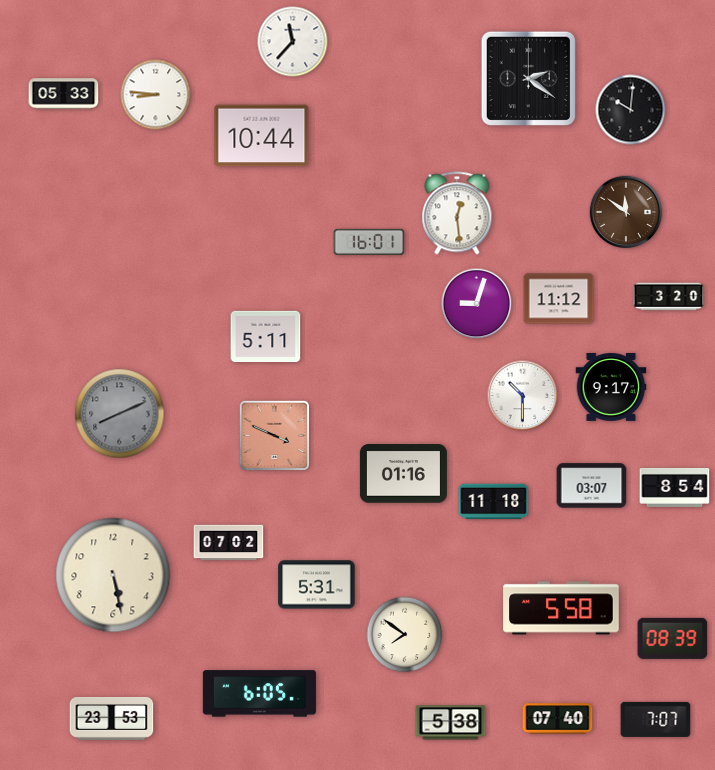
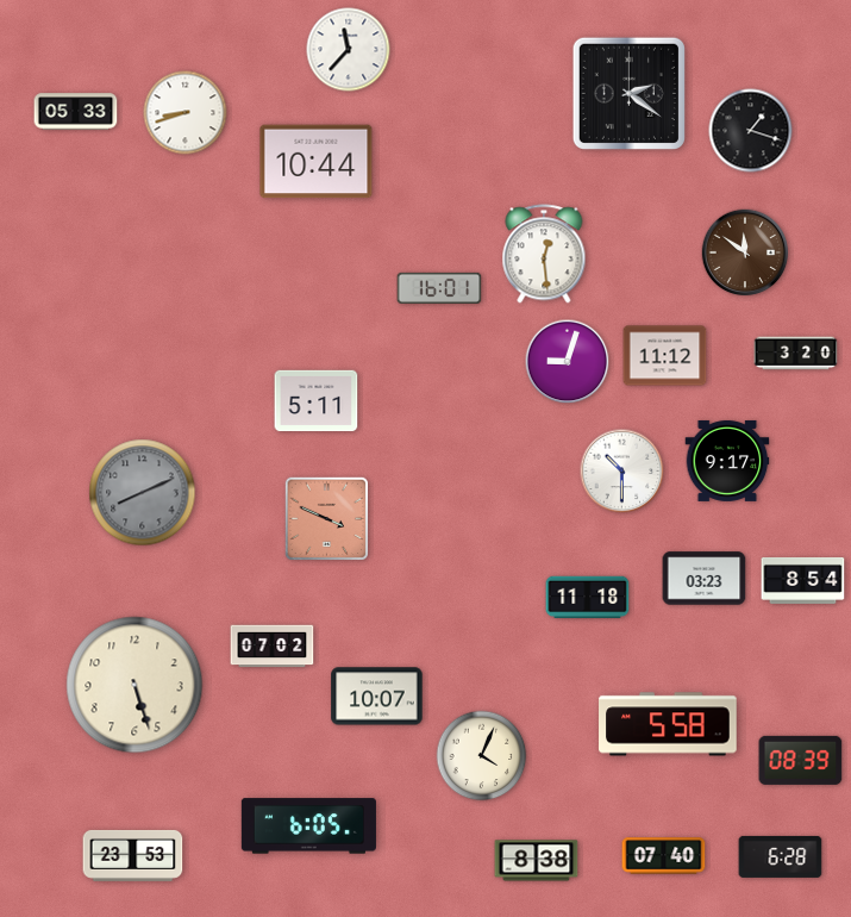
clock at (156, 95): 8:46 -> 8:42
clock at (631, 110): 10:01 -> 1:18
clock at (262, 136) position: (262, 136) -> (317, 162)
clock at (403, 474): 01:16 -> none
clock at (592, 486): 03:07 -> 03:23
clock at (113, 575): 5:28 -> 5:27
clock at (317, 585): 5:31 -> 10:07
clock at (405, 635): 7:51 -> 4:04
clock at (656, 719): 7:07 -> 6:28
clock at (451, 723): 5:38 -> 8:38
